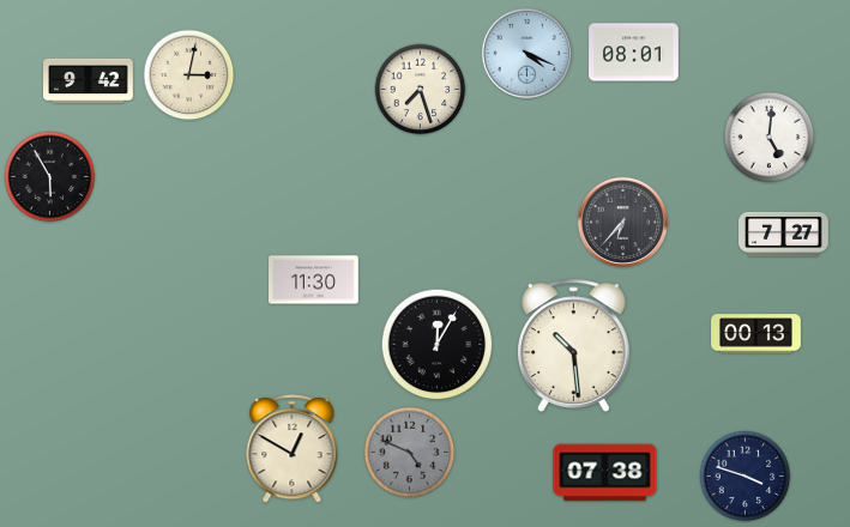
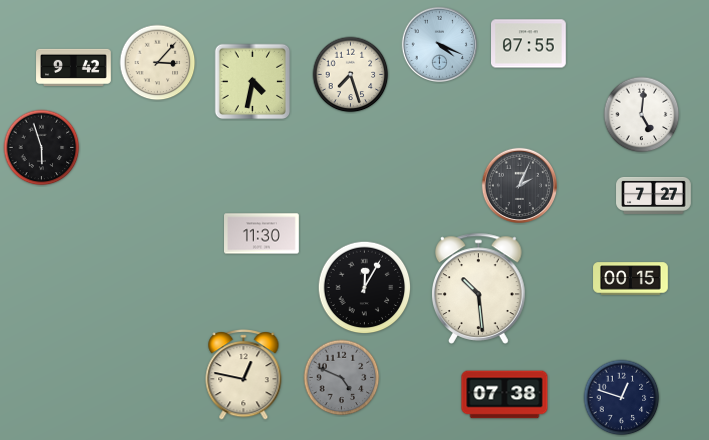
clock at (634, 53): 08:01 -> 07:55
clock at (189, 75): 3:02 -> 3:07
clock at (253, 82): none -> 4:32
clock at (50, 177): 5:55 -> 5:57
clock at (622, 222): 6:37 -> 2:04
clock at (756, 334): 00:13 -> 00:15
clock at (293, 449): 12:50 -> 12:47
clock at (746, 477): 3:48 -> 12:48
